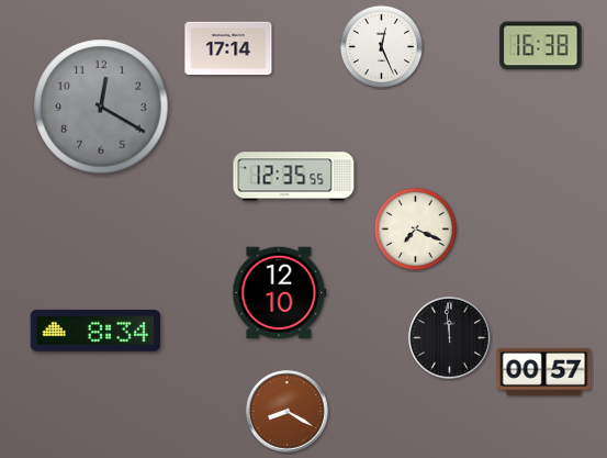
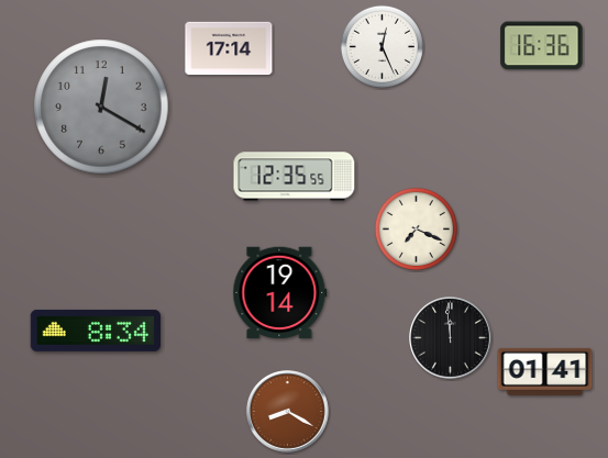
clock at (541, 46): 16:38 -> 16:36
clock at (280, 293): 12:10 -> 19:14
clock at (544, 371): 00:57 -> 01:41
